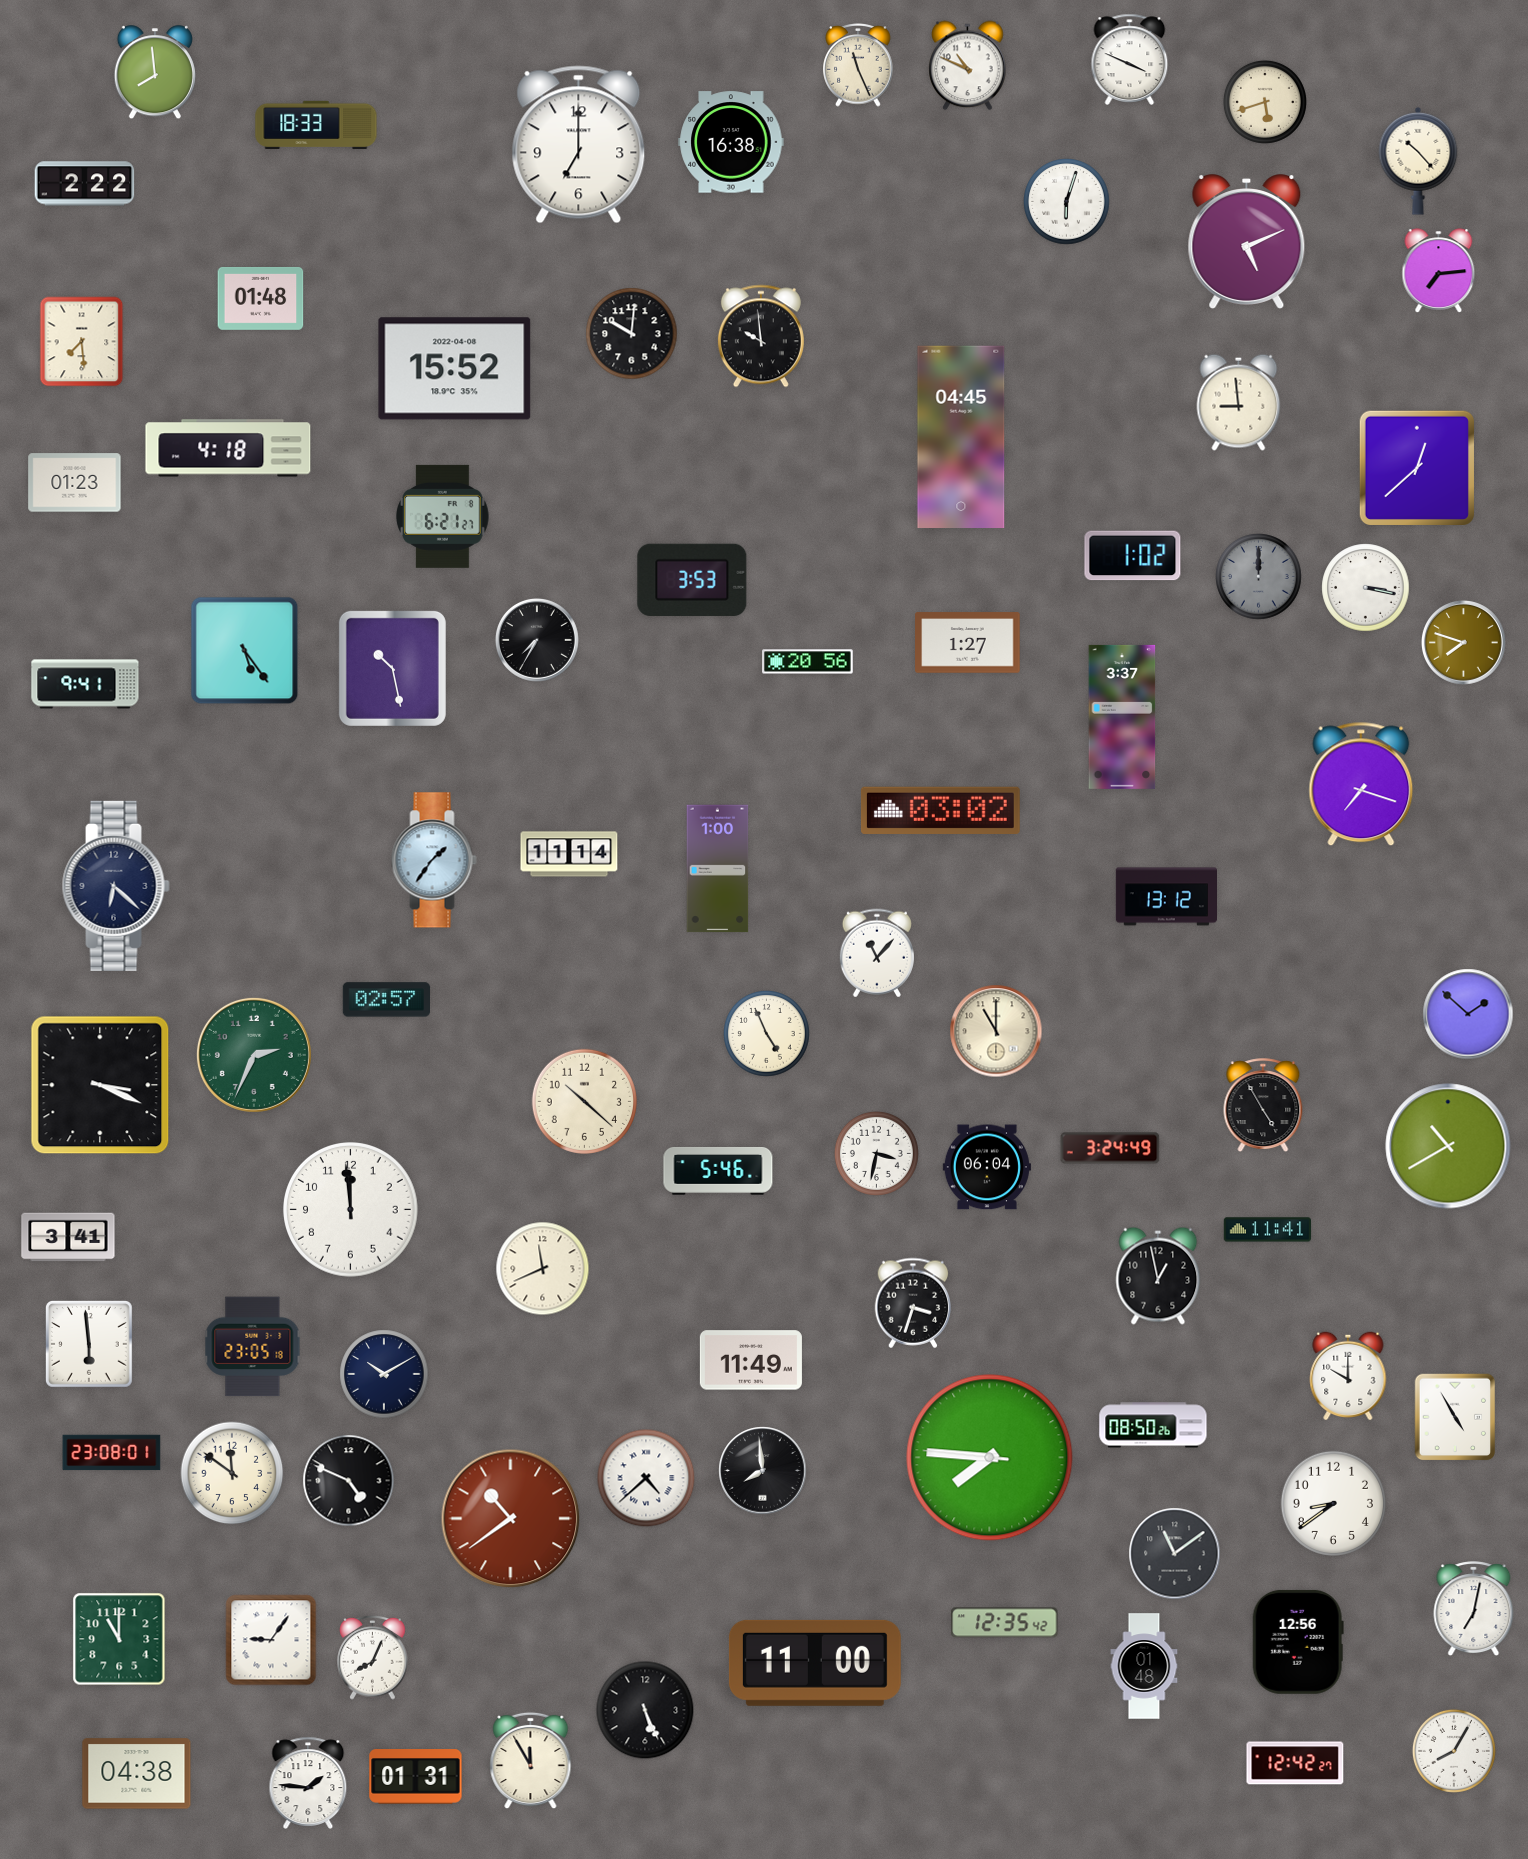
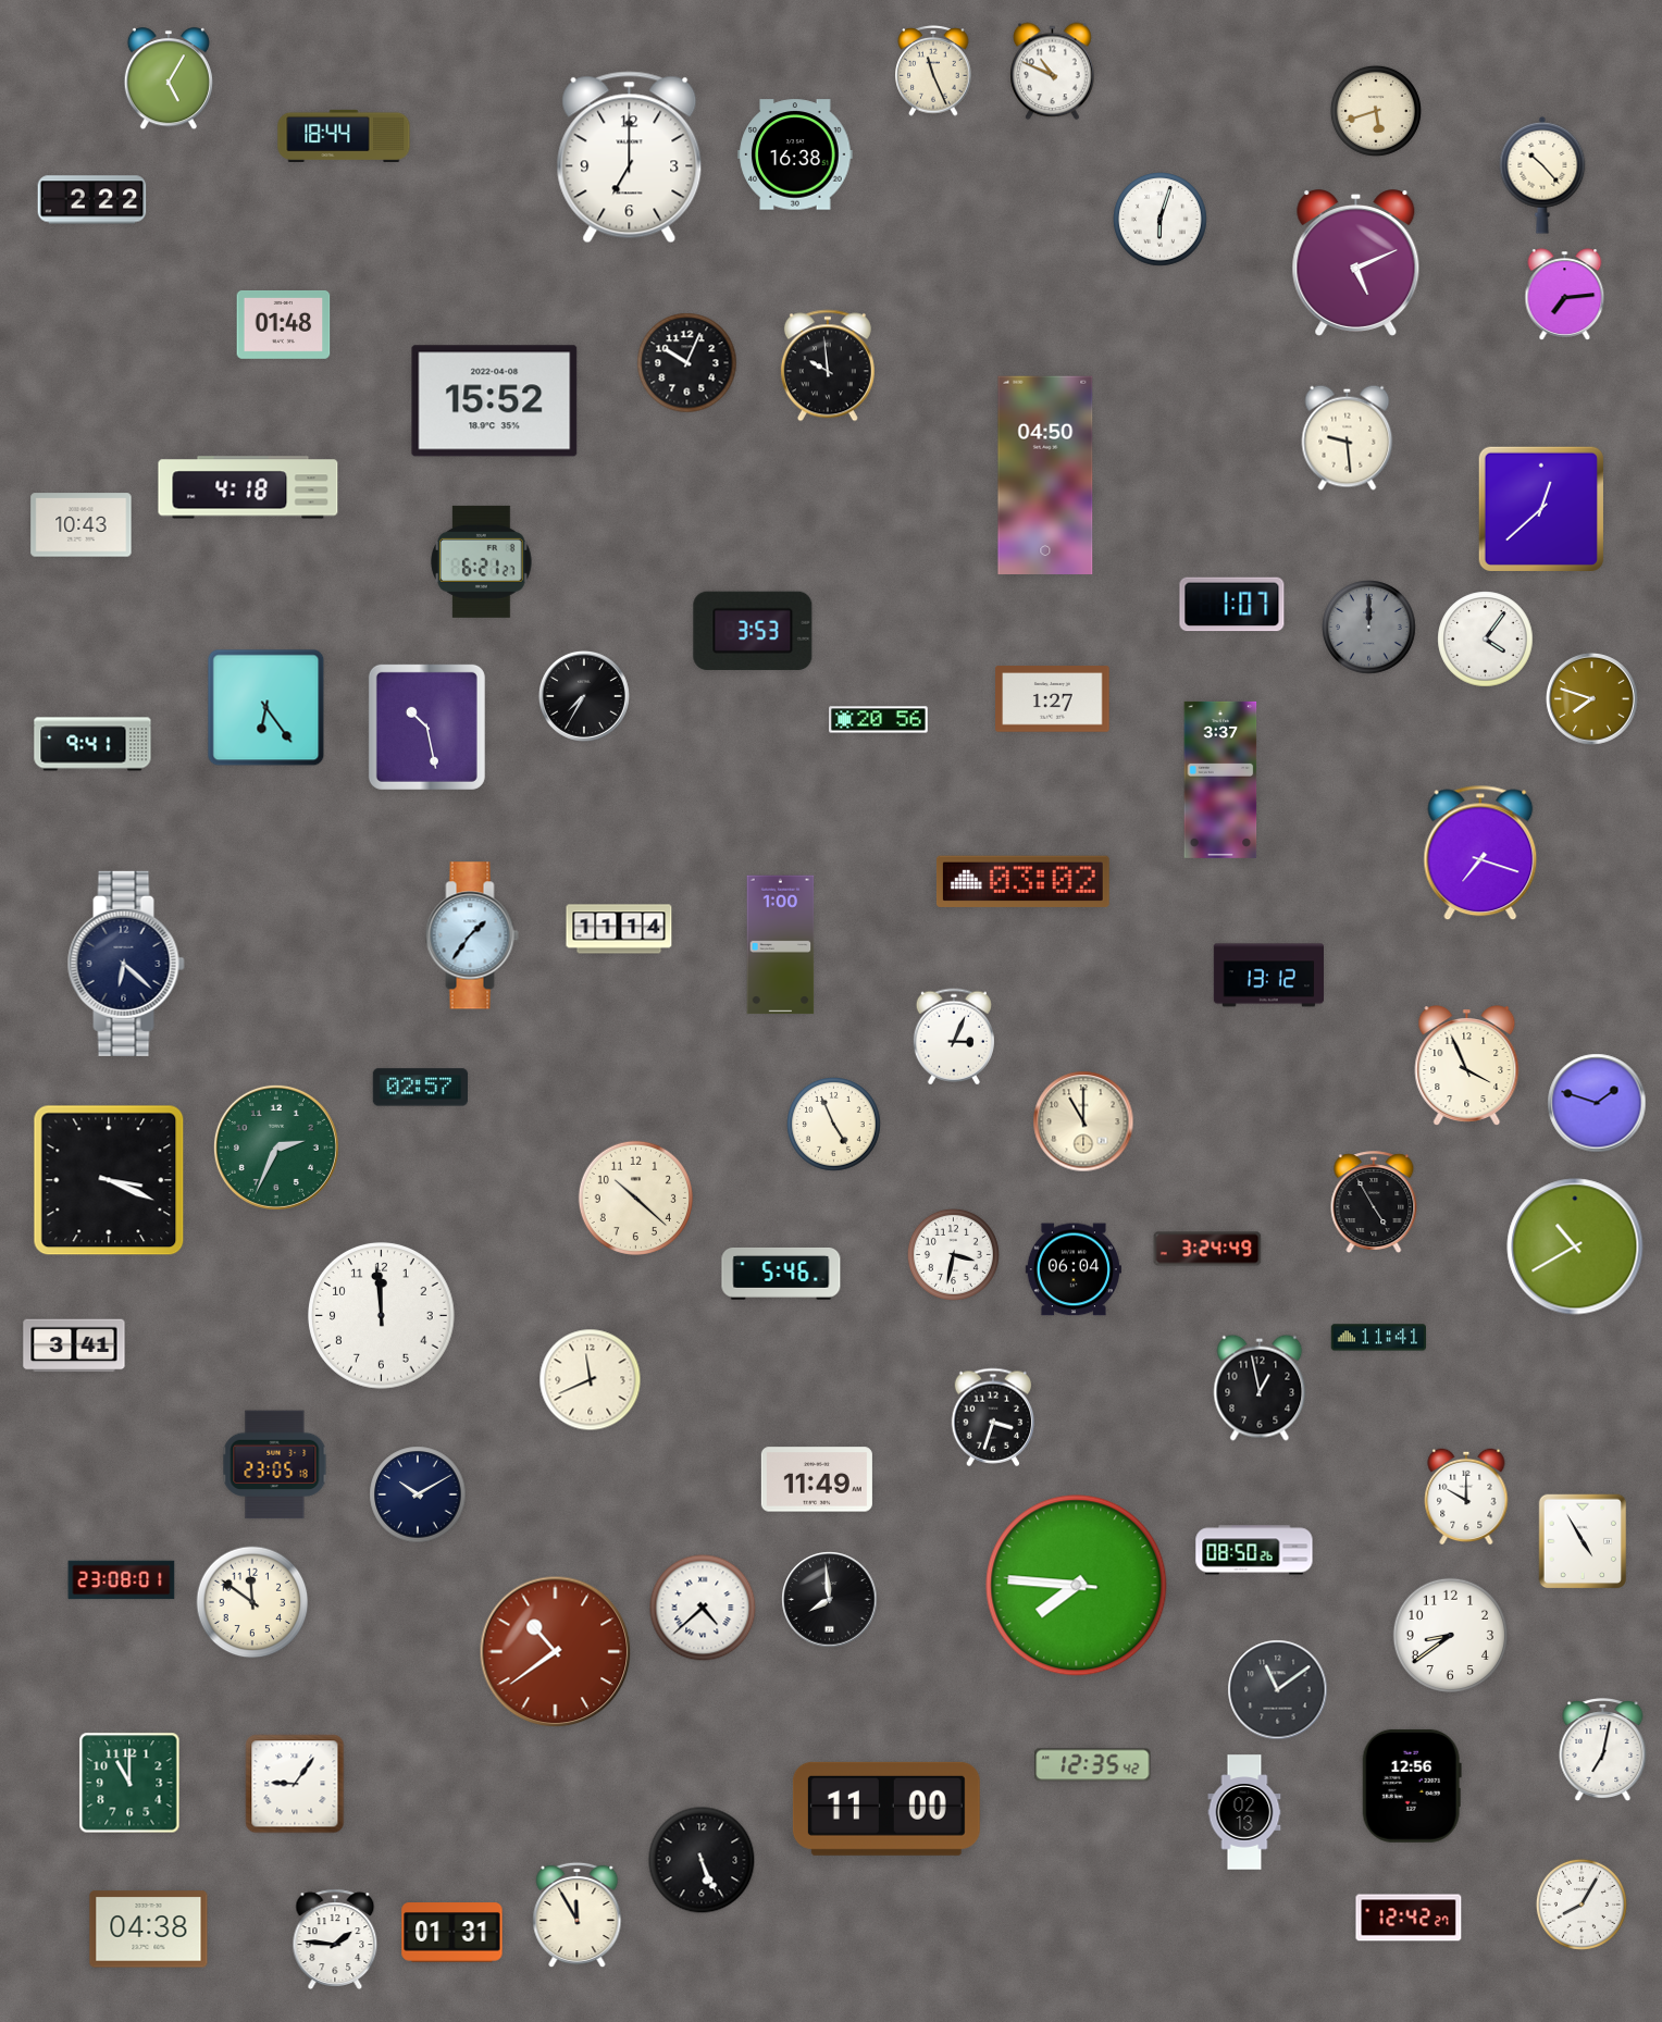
clock at (1130, 59): 3:49 -> none
clock at (155, 73): 7:59 -> 5:05
clock at (316, 124): 18:33 -> 18:44
clock at (632, 334): 10:01 -> 10:04
clock at (82, 342): 7:29 -> none
clock at (1239, 402): 8:59 -> 9:29
clock at (961, 437): 04:45 -> 04:50
clock at (75, 483): 01:23 -> 10:43
clock at (1133, 556): 1:02 -> 1:07
clock at (1366, 588): 3:17 -> 4:06
clock at (245, 651): 5:24 -> 6:24
clock at (877, 953): 11:07 -> 3:04
clock at (1467, 1066): none -> 3:56
clock at (1468, 1014): 1:52 -> 1:48
clock at (89, 1344): 5:59 -> none
clock at (349, 1481): 4:49 -> none
clock at (373, 1657): 8:04 -> none
clock at (1144, 1666): 01:48 -> 02:13
